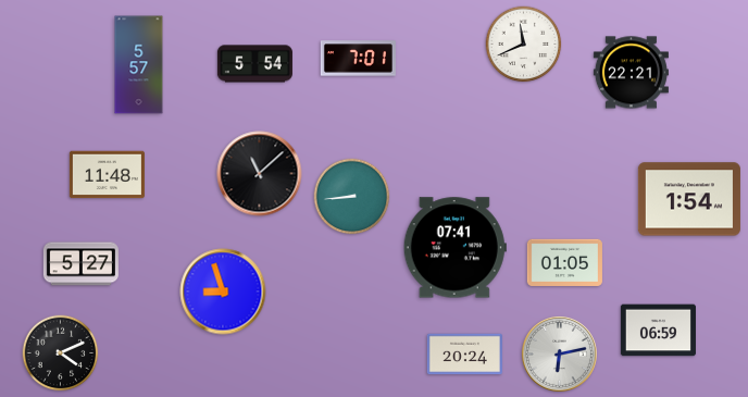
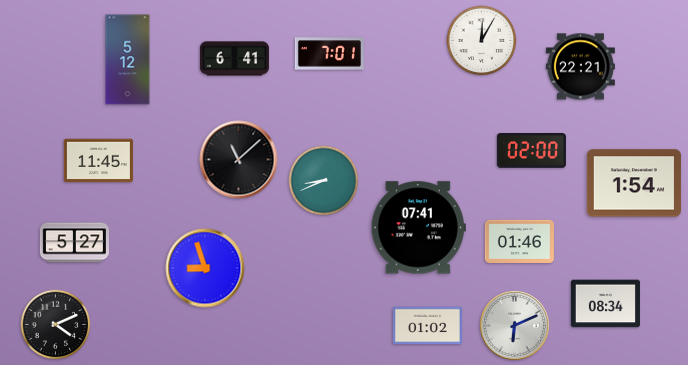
clock at (524, 45): 11:41 -> 12:05
clock at (254, 64): 5:54 -> 6:41
clock at (139, 65): 5:57 -> 5:12
clock at (531, 151): none -> 02:00
clock at (107, 175): 11:48 -> 11:45
clock at (352, 197): 8:44 -> 8:41
clock at (564, 262): 01:05 -> 01:46
clock at (658, 331): 06:59 -> 08:34
clock at (559, 353): 6:13 -> 6:11
clock at (464, 355): 20:24 -> 01:02
